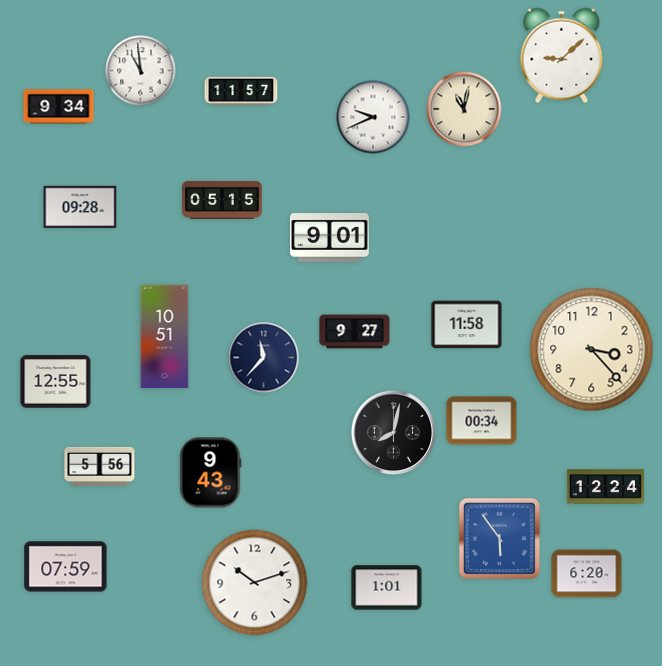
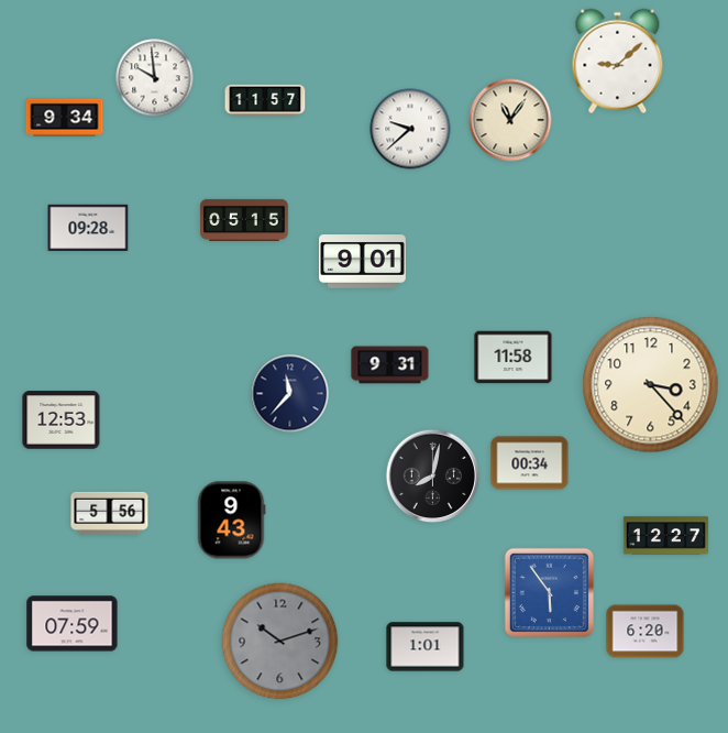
clock at (141, 71): 10:59 -> 9:59
clock at (464, 109): 11:02 -> 11:06
clock at (373, 117): 9:41 -> 9:38
clock at (355, 332): 9:27 -> 9:31
clock at (165, 337): 10:51 -> none
clock at (56, 382): 12:55 -> 12:53
clock at (605, 487): 12:24 -> 12:27
clock at (255, 583) dial: white -> grey
